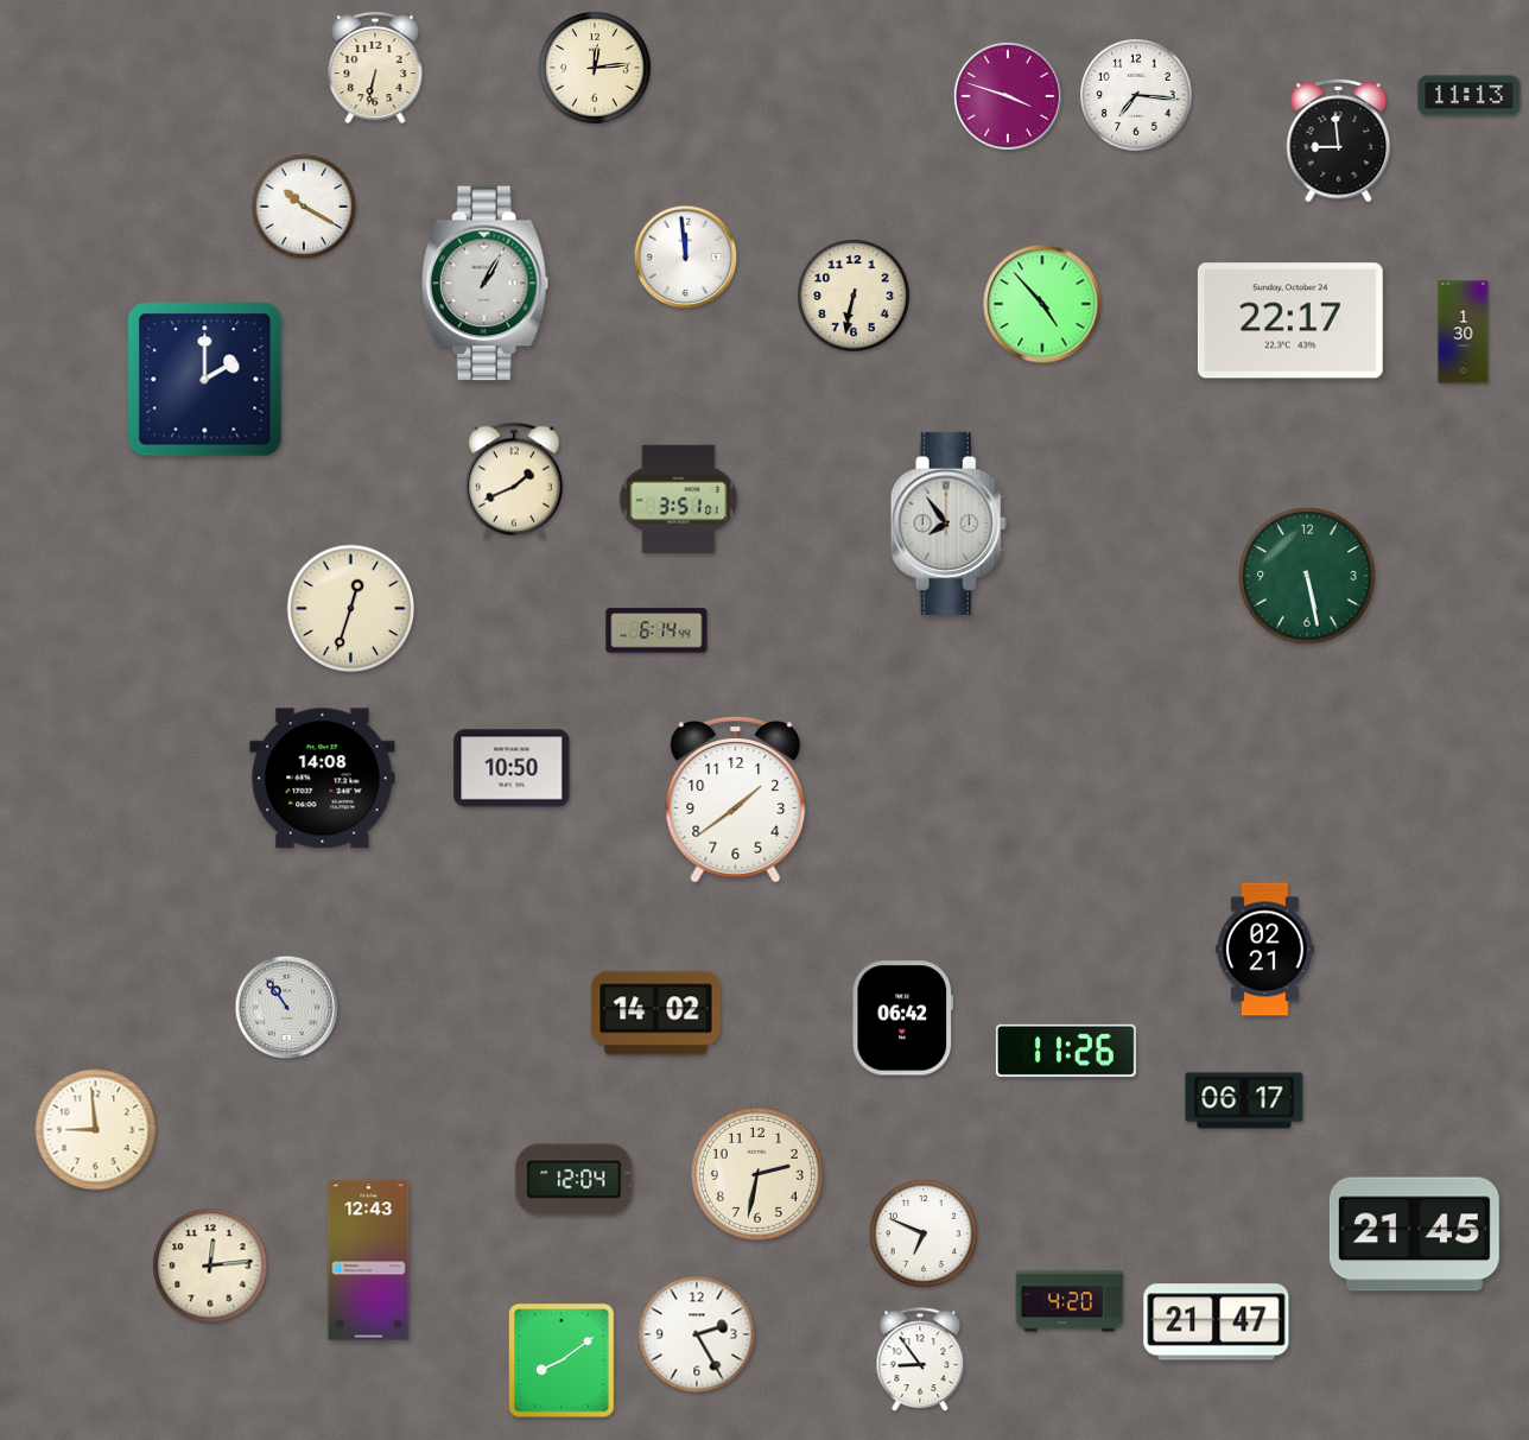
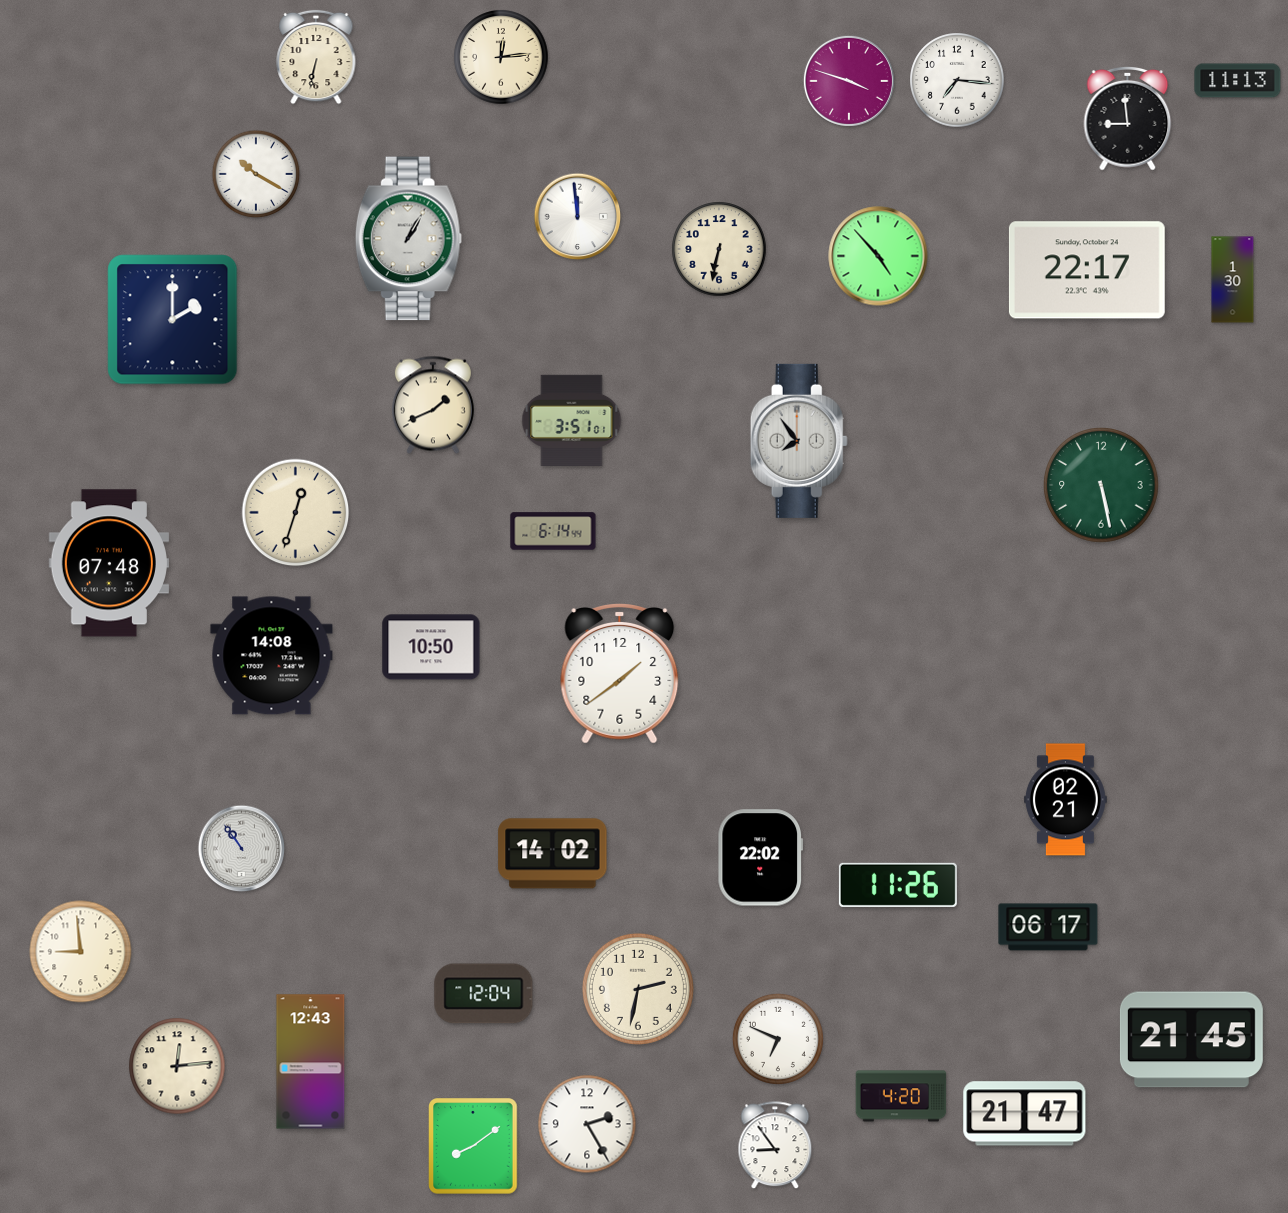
clock at (109, 563): none -> 07:48
clock at (903, 1019): 06:42 -> 22:02
